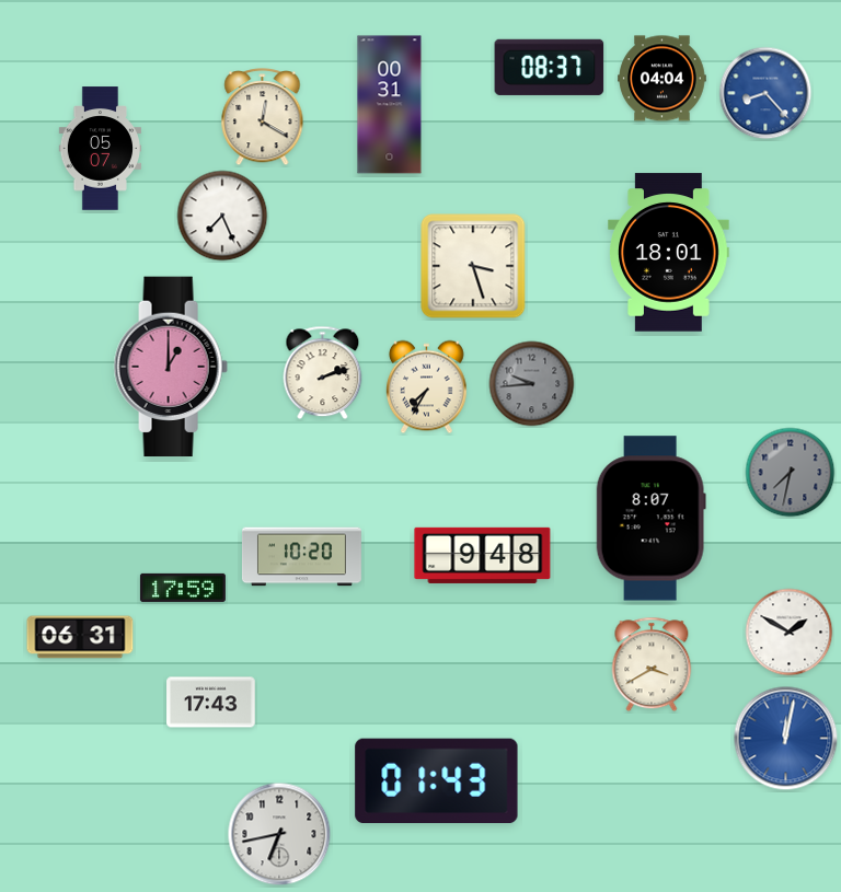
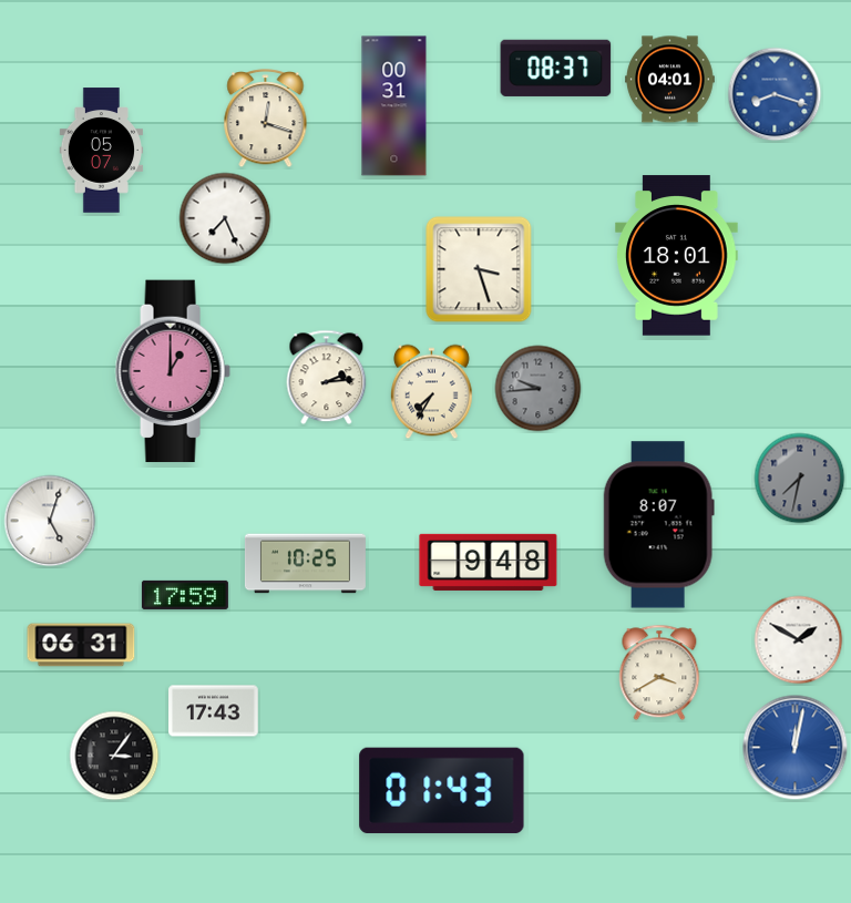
clock at (663, 79): 04:04 -> 04:01
clock at (765, 93): 8:23 -> 8:18
clock at (263, 117): 12:20 -> 12:18
clock at (323, 373): 2:12 -> 2:14
clock at (50, 521): none -> 5:03
clock at (301, 557): 10:20 -> 10:25
clock at (114, 756): none -> 3:06
clock at (279, 834): 6:43 -> none
